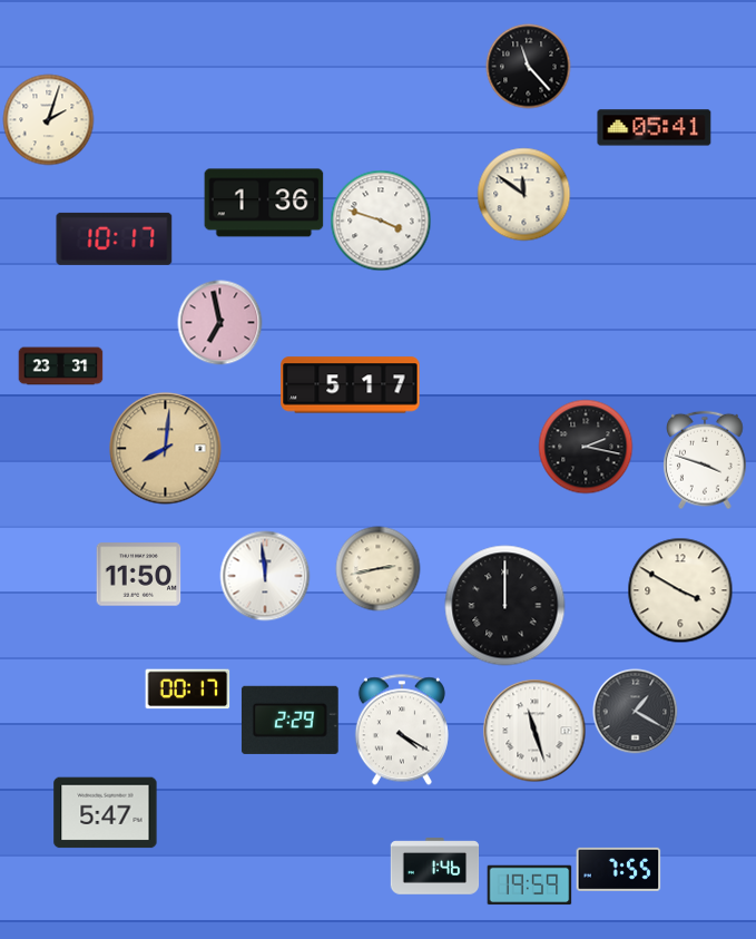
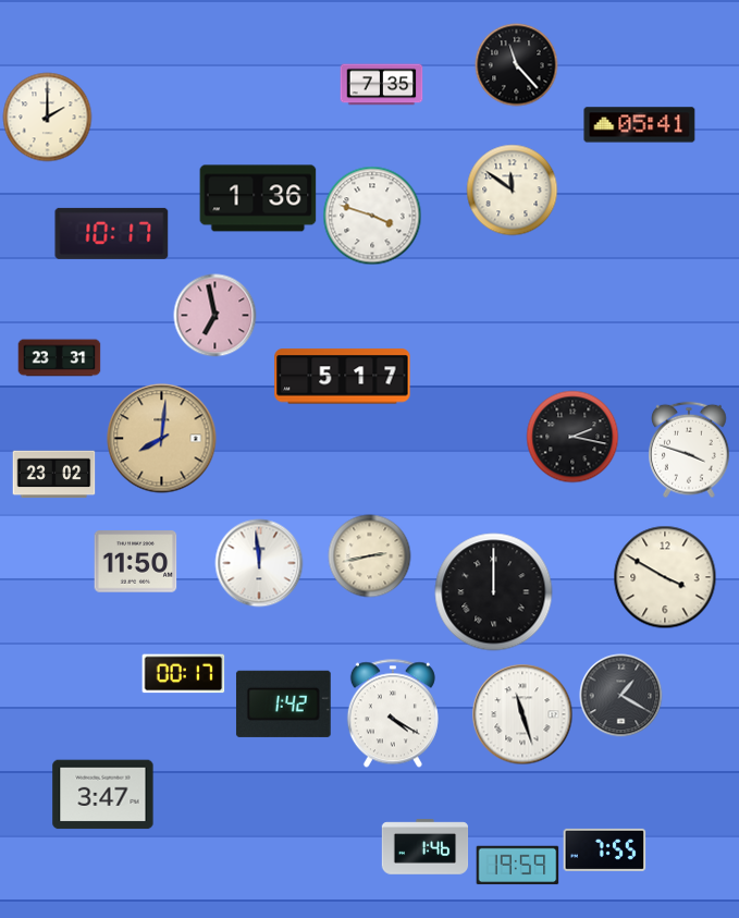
clock at (382, 85): none -> 7:35
clock at (49, 120): 2:03 -> 2:00
clock at (54, 475): none -> 23:02
clock at (289, 720): 2:29 -> 1:42
clock at (106, 813): 5:47 -> 3:47
